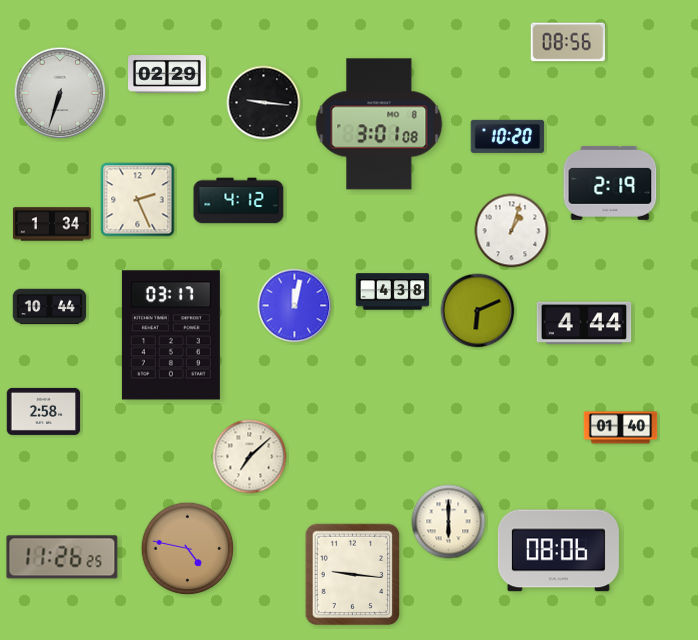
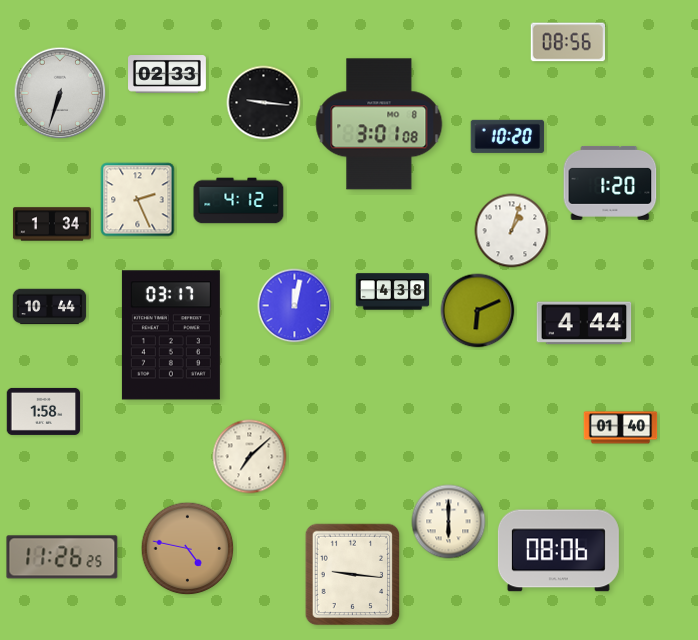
clock at (168, 75): 02:29 -> 02:33
clock at (610, 184): 2:19 -> 1:20
clock at (44, 411): 2:58 -> 1:58
